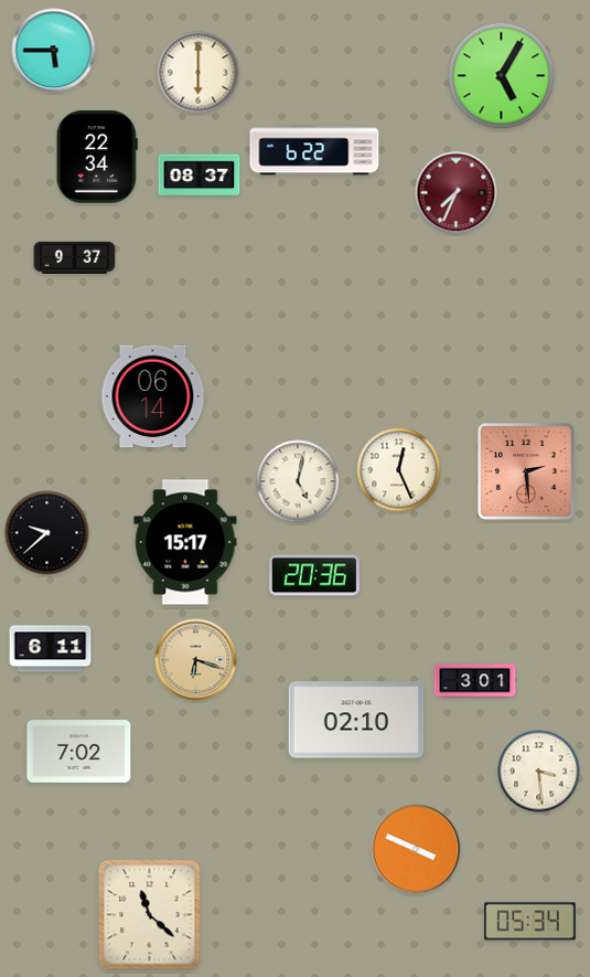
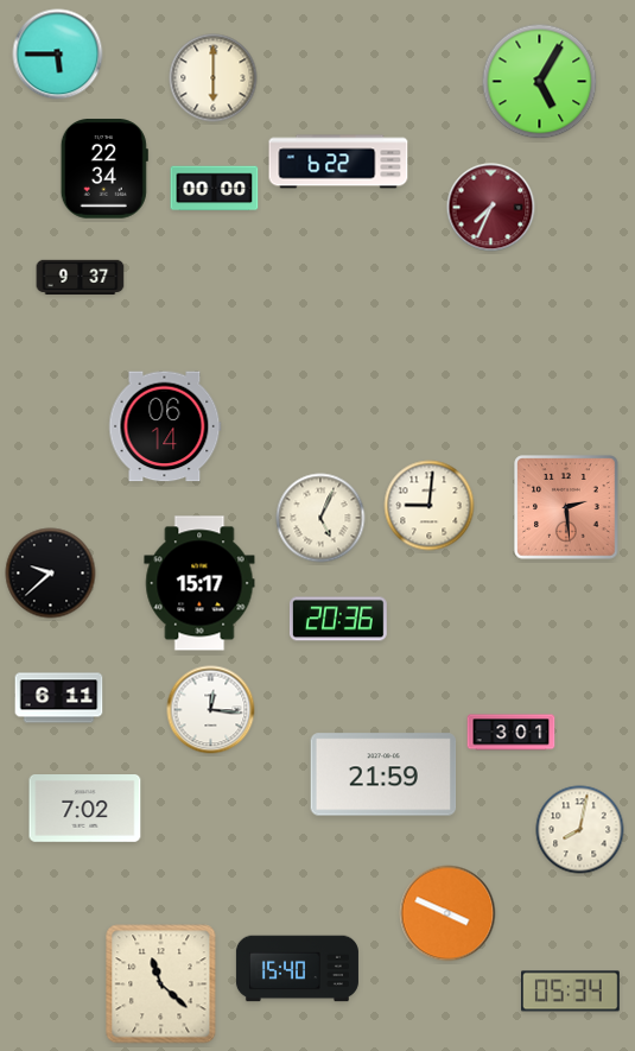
clock at (200, 176): 08:37 -> 00:00
clock at (399, 470): 12:26 -> 9:01
clock at (298, 481): 5:02 -> 5:04
clock at (51, 649) position: (51, 649) -> (59, 698)
clock at (196, 660): 6:18 -> 12:16
clock at (196, 660) dial: champagne -> white
clock at (356, 720): 02:10 -> 21:59
clock at (539, 772): 3:29 -> 8:02
clock at (297, 969): none -> 15:40
